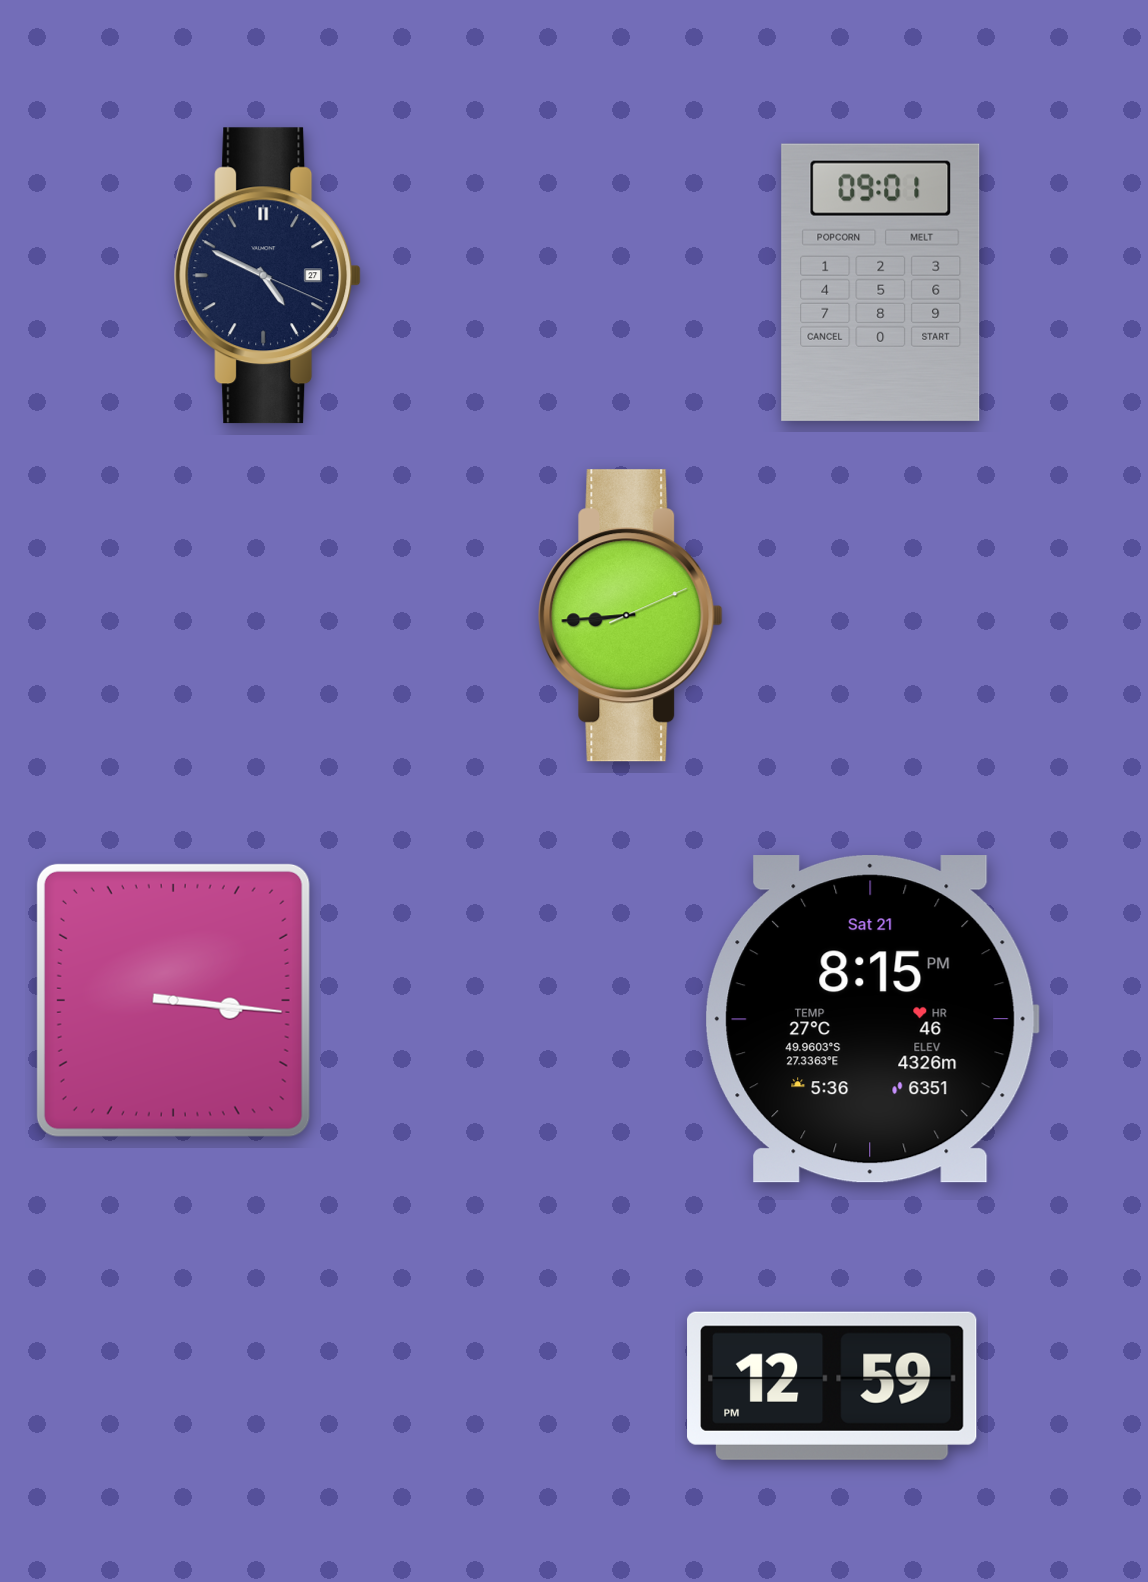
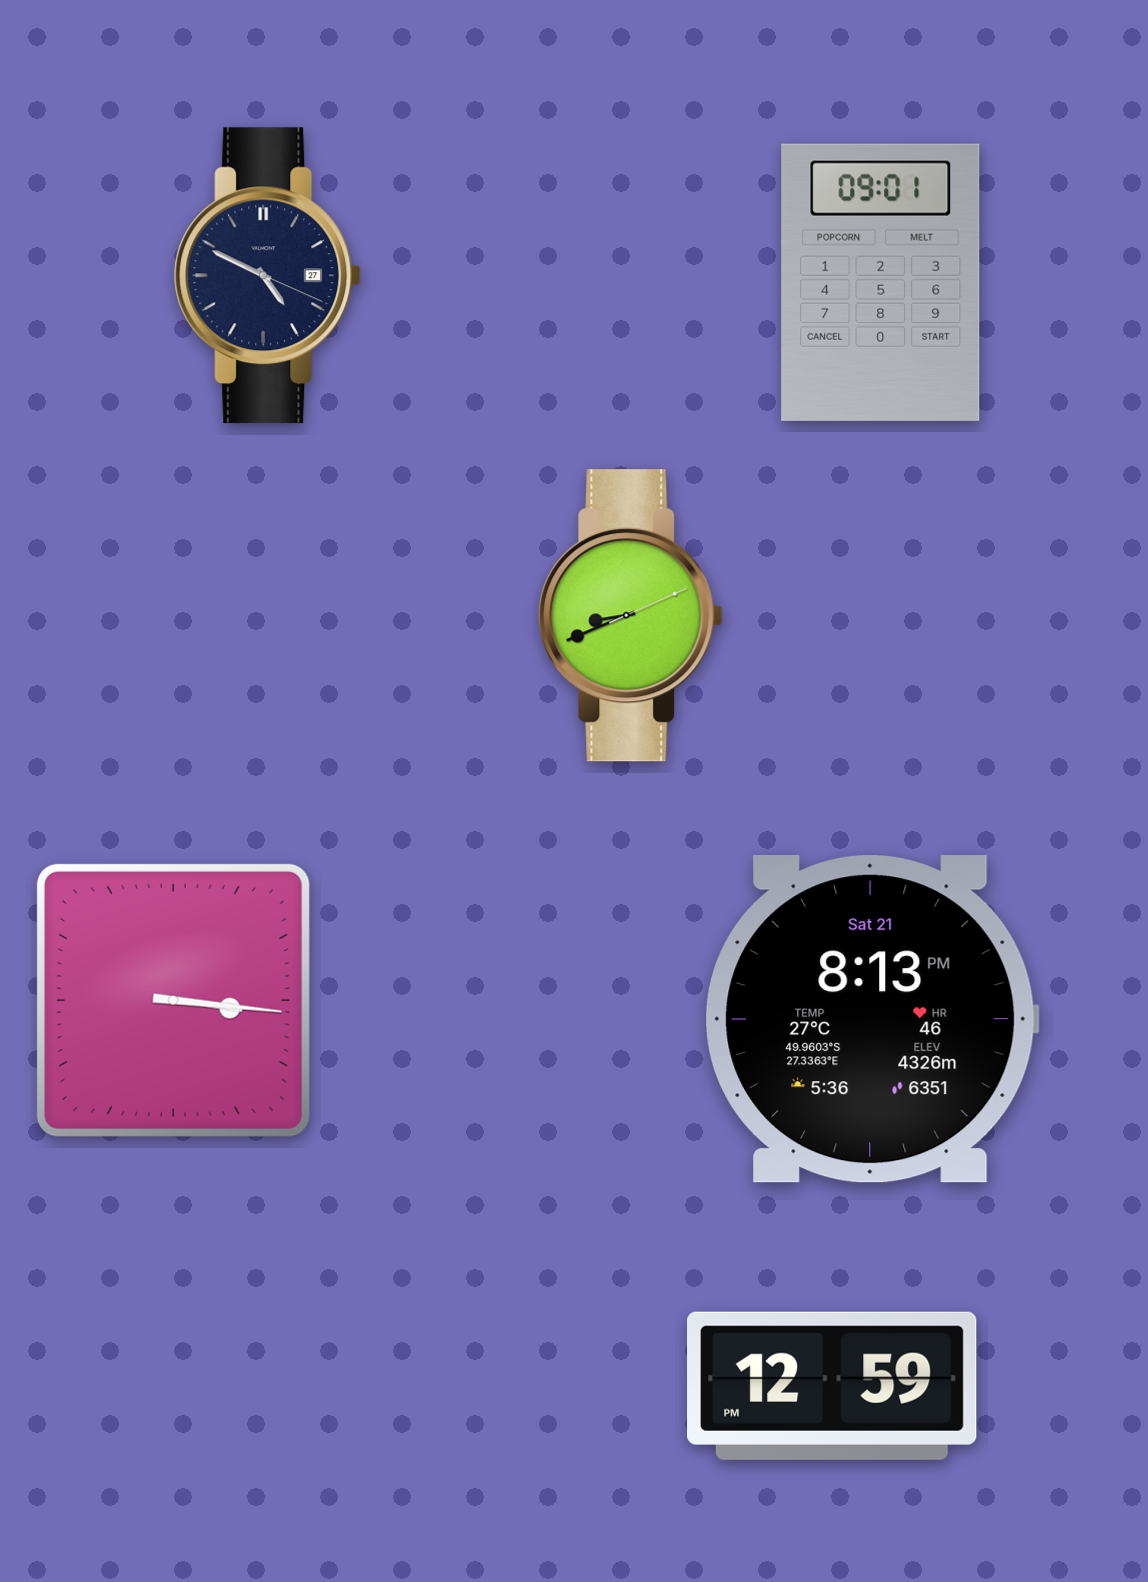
clock at (631, 616): 8:44 -> 8:41
clock at (872, 1019): 8:15 -> 8:13
